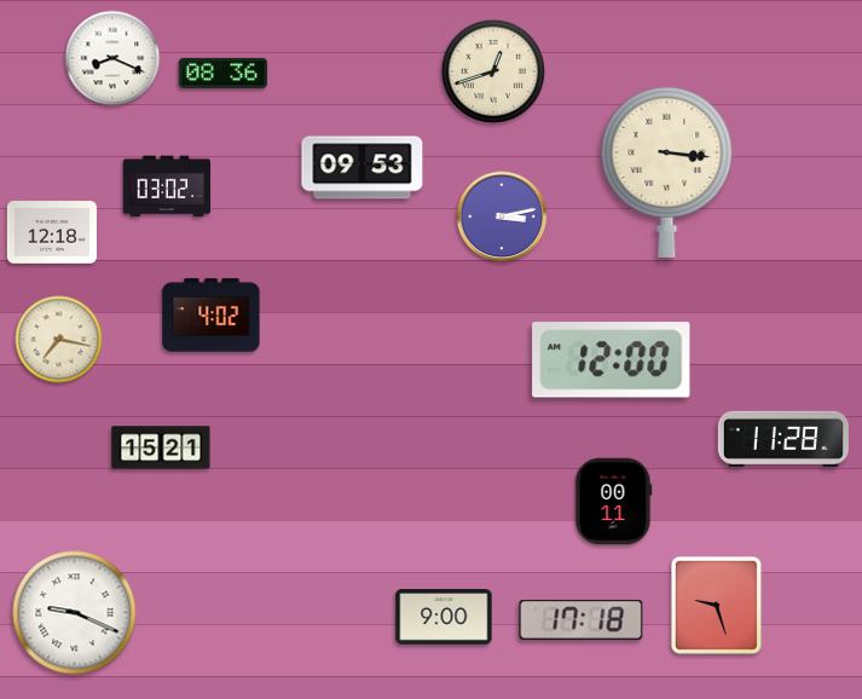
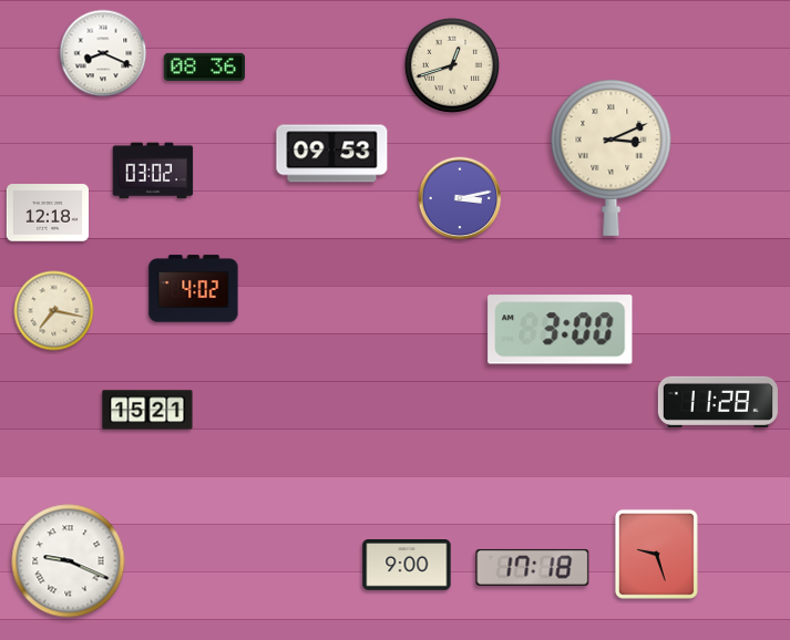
clock at (667, 172): 3:16 -> 3:11
clock at (612, 360): 12:00 -> 3:00
clock at (614, 502): 00:11 -> none
